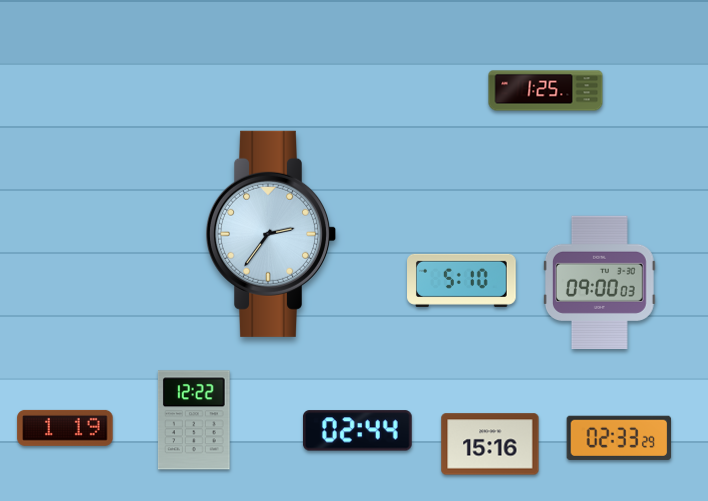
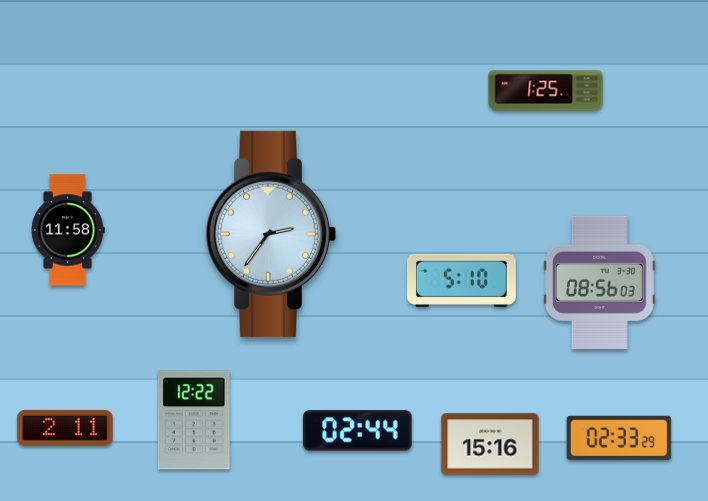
clock at (68, 230): none -> 11:58
clock at (599, 282): 09:00 -> 08:56
clock at (65, 428): 1:19 -> 2:11
